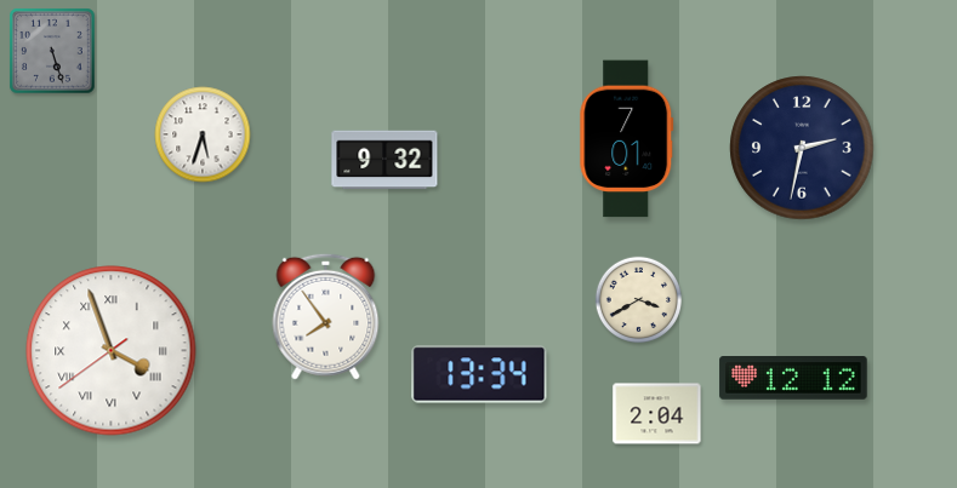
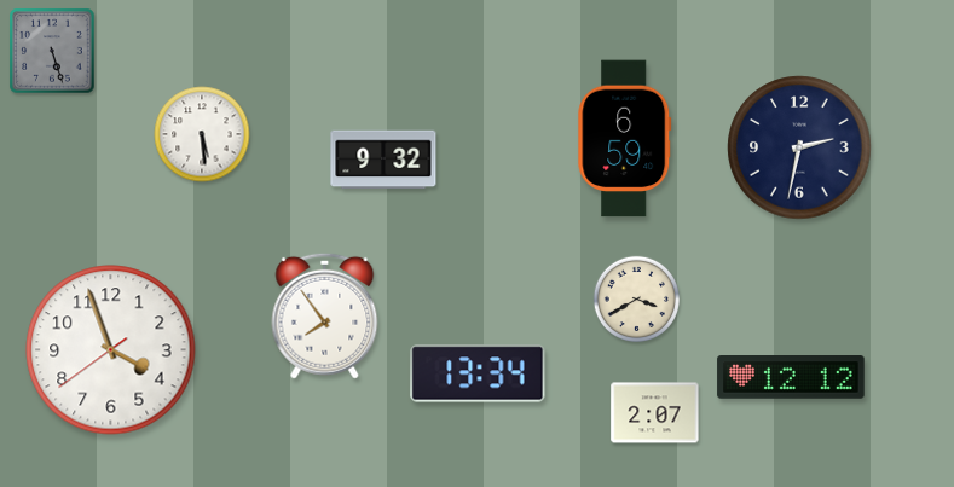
clock at (203, 134): 5:33 -> 5:29
clock at (627, 139): 7:01 -> 6:59
clock at (112, 351) numerals: Roman -> Arabic
clock at (657, 414): 2:04 -> 2:07
